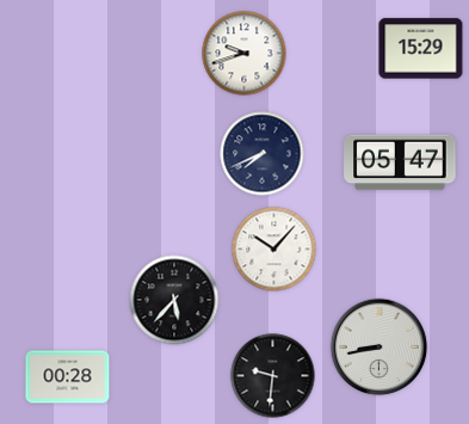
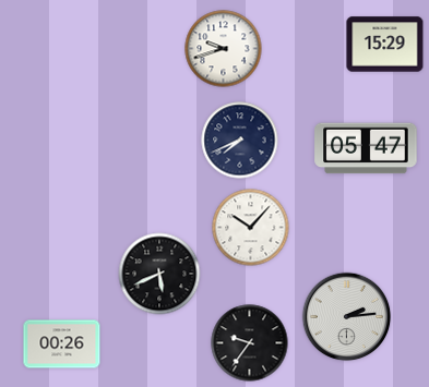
clock at (174, 300): 5:37 -> 5:41
clock at (379, 348): 8:43 -> 2:14
clock at (273, 376): 9:31 -> 9:36
clock at (68, 377): 00:28 -> 00:26
